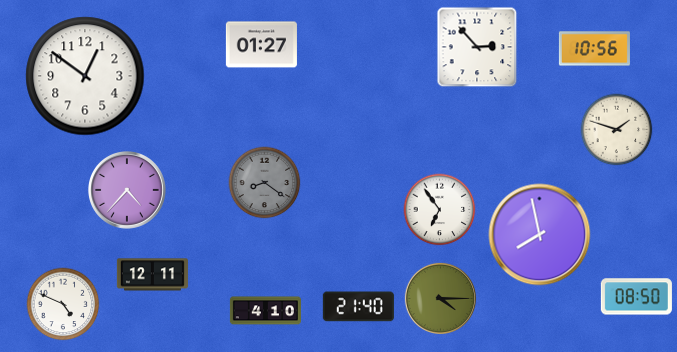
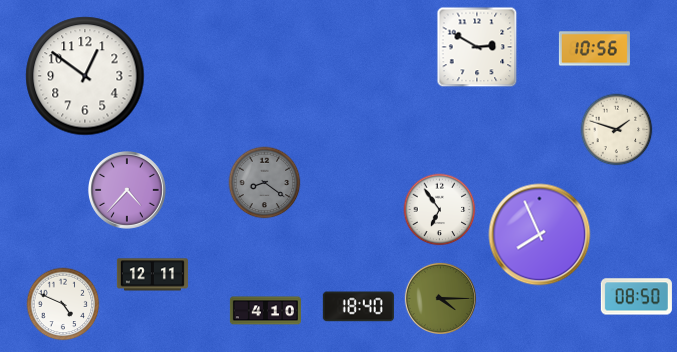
clock at (261, 45): 01:27 -> none
clock at (477, 47): 2:53 -> 2:50
clock at (540, 235): 7:58 -> 7:56
clock at (358, 307): 21:40 -> 18:40
